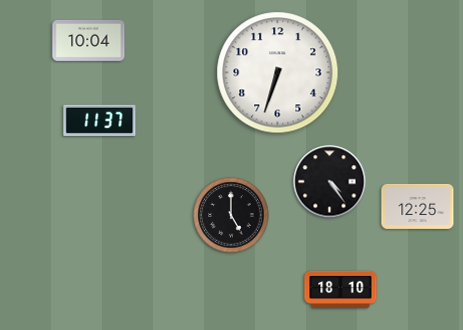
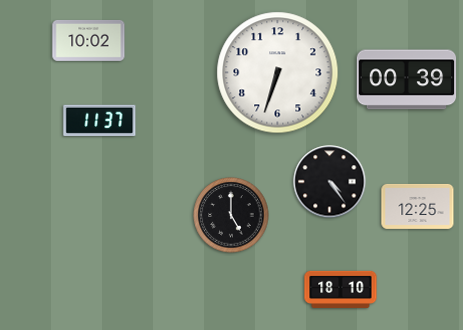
clock at (89, 40): 10:04 -> 10:02
clock at (407, 80): none -> 00:39
